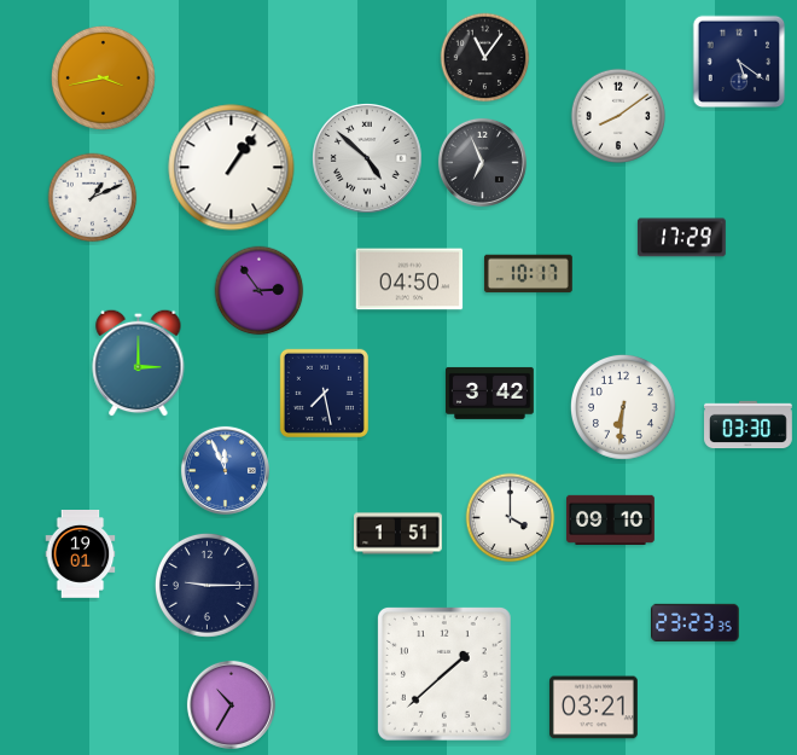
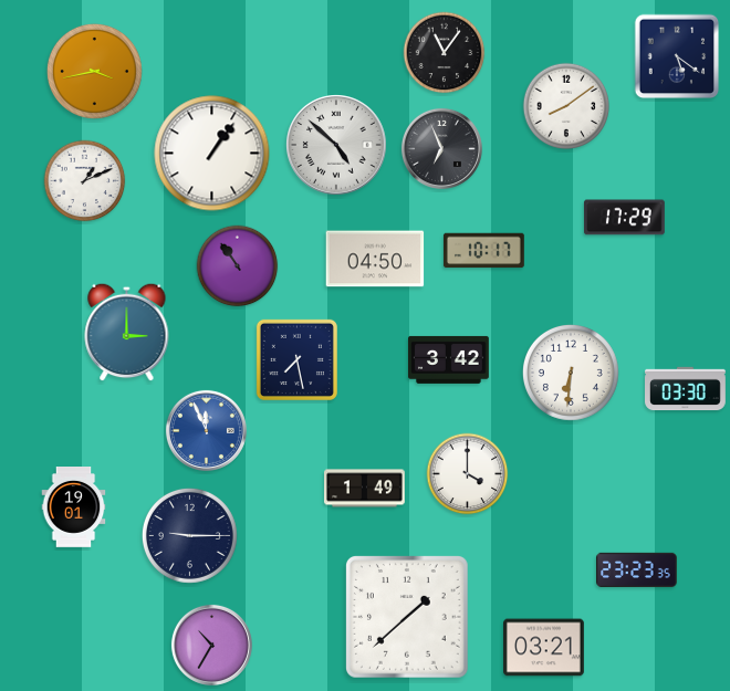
clock at (409, 279) position: (409, 279) -> (375, 259)
clock at (260, 291): 2:54 -> 10:54
clock at (611, 519): 09:10 -> none
clock at (398, 534): 1:51 -> 1:49
